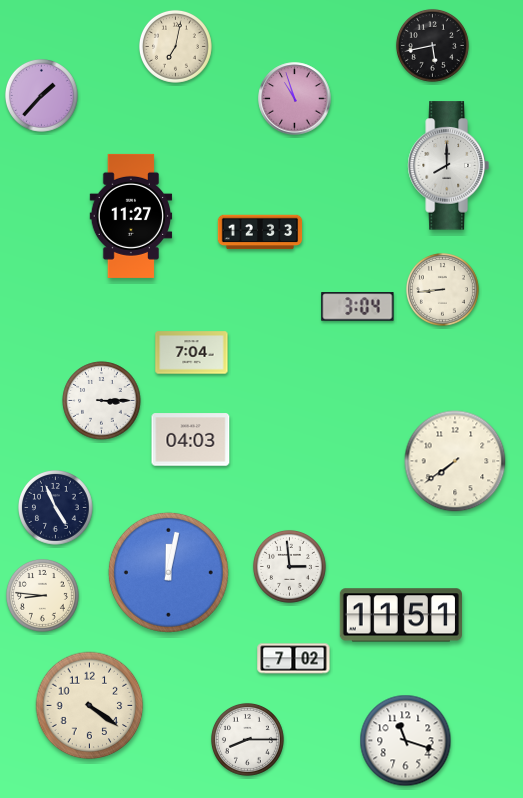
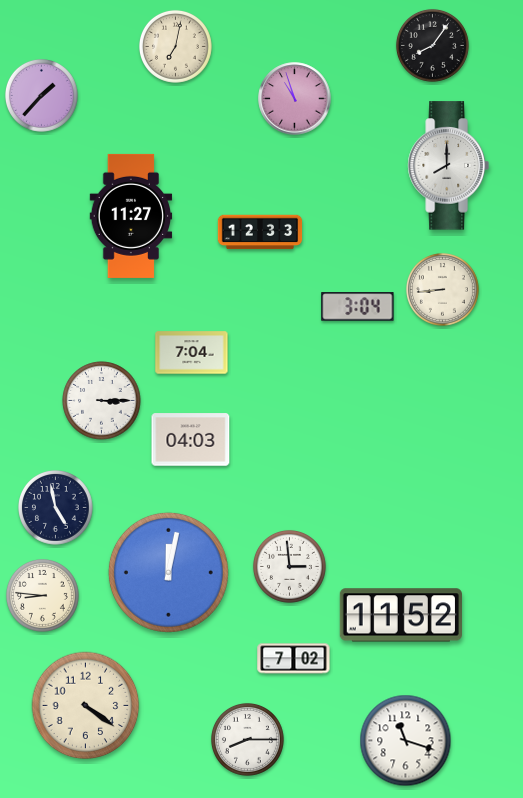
clock at (432, 45): 5:43 -> 8:06
clock at (455, 461): 7:39 -> none
clock at (56, 508): 4:56 -> 4:58
clock at (401, 615): 11:51 -> 11:52
clock at (90, 706) position: (90, 706) -> (86, 706)
